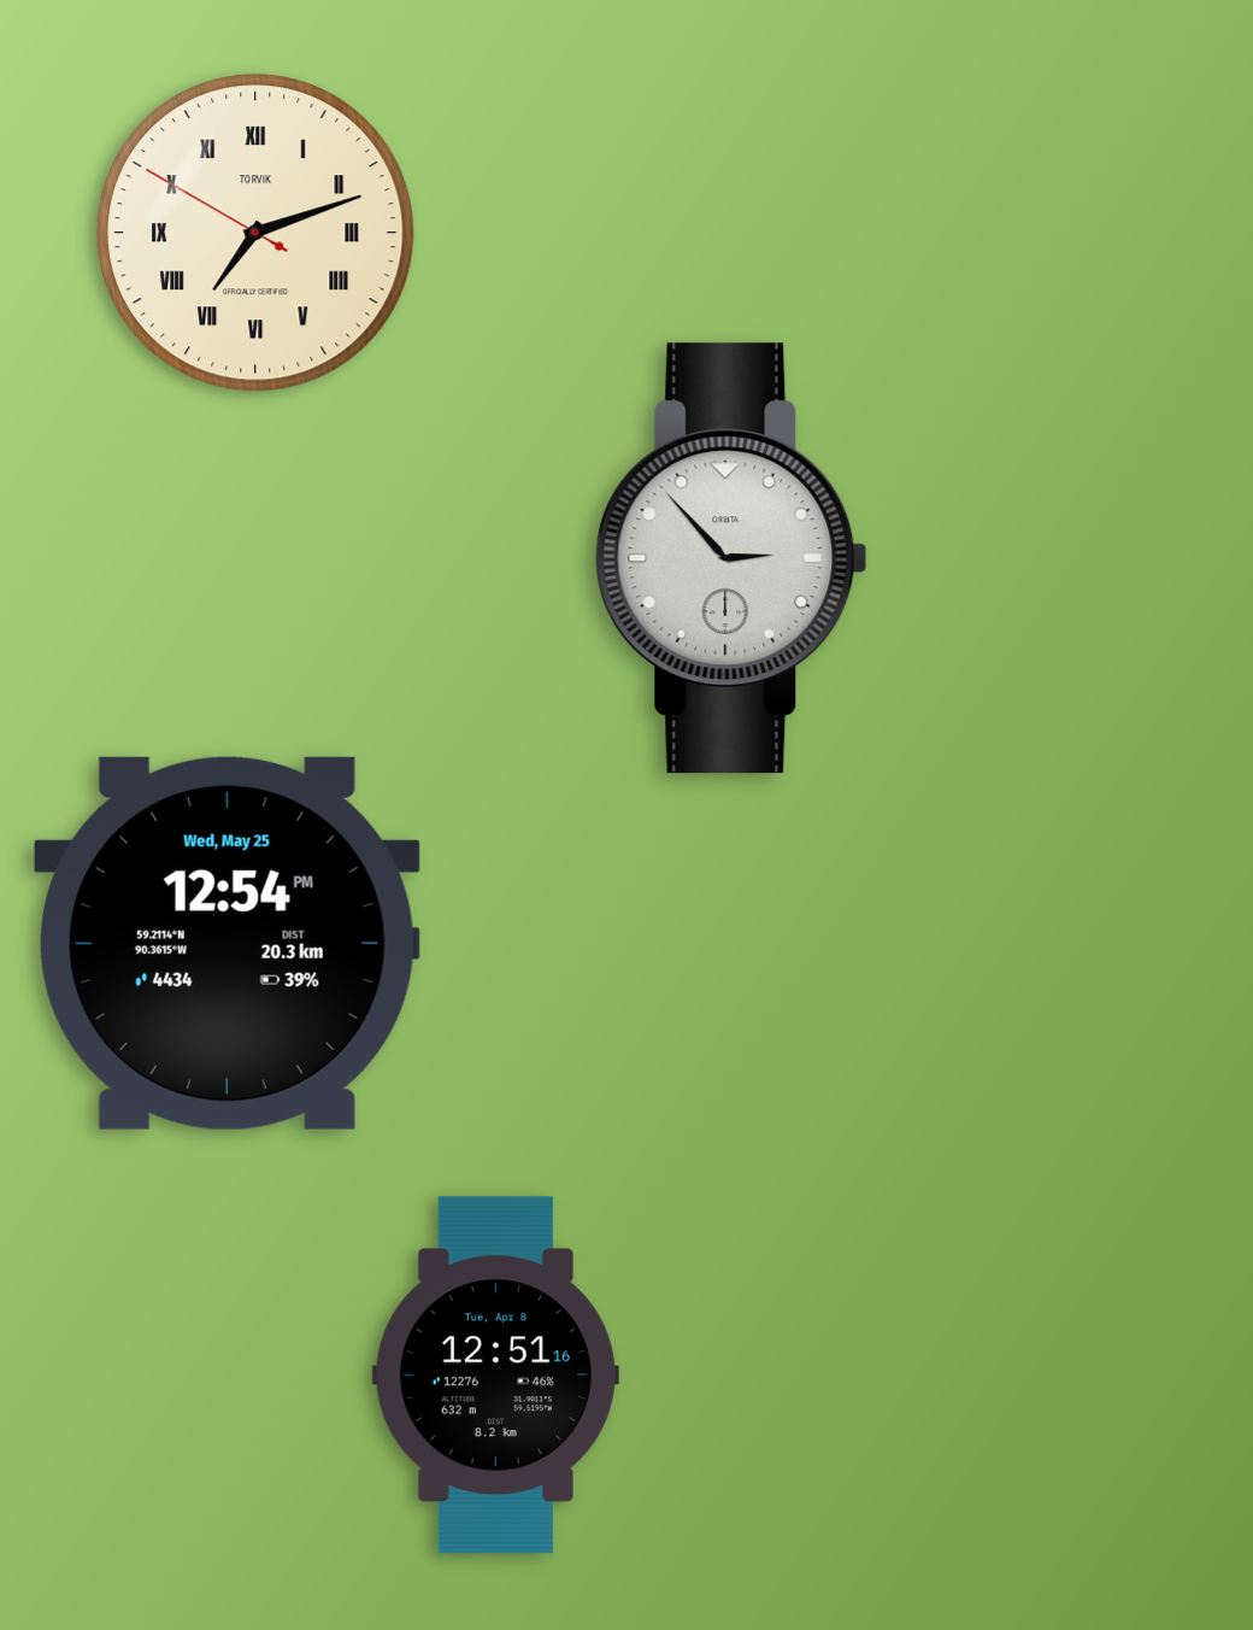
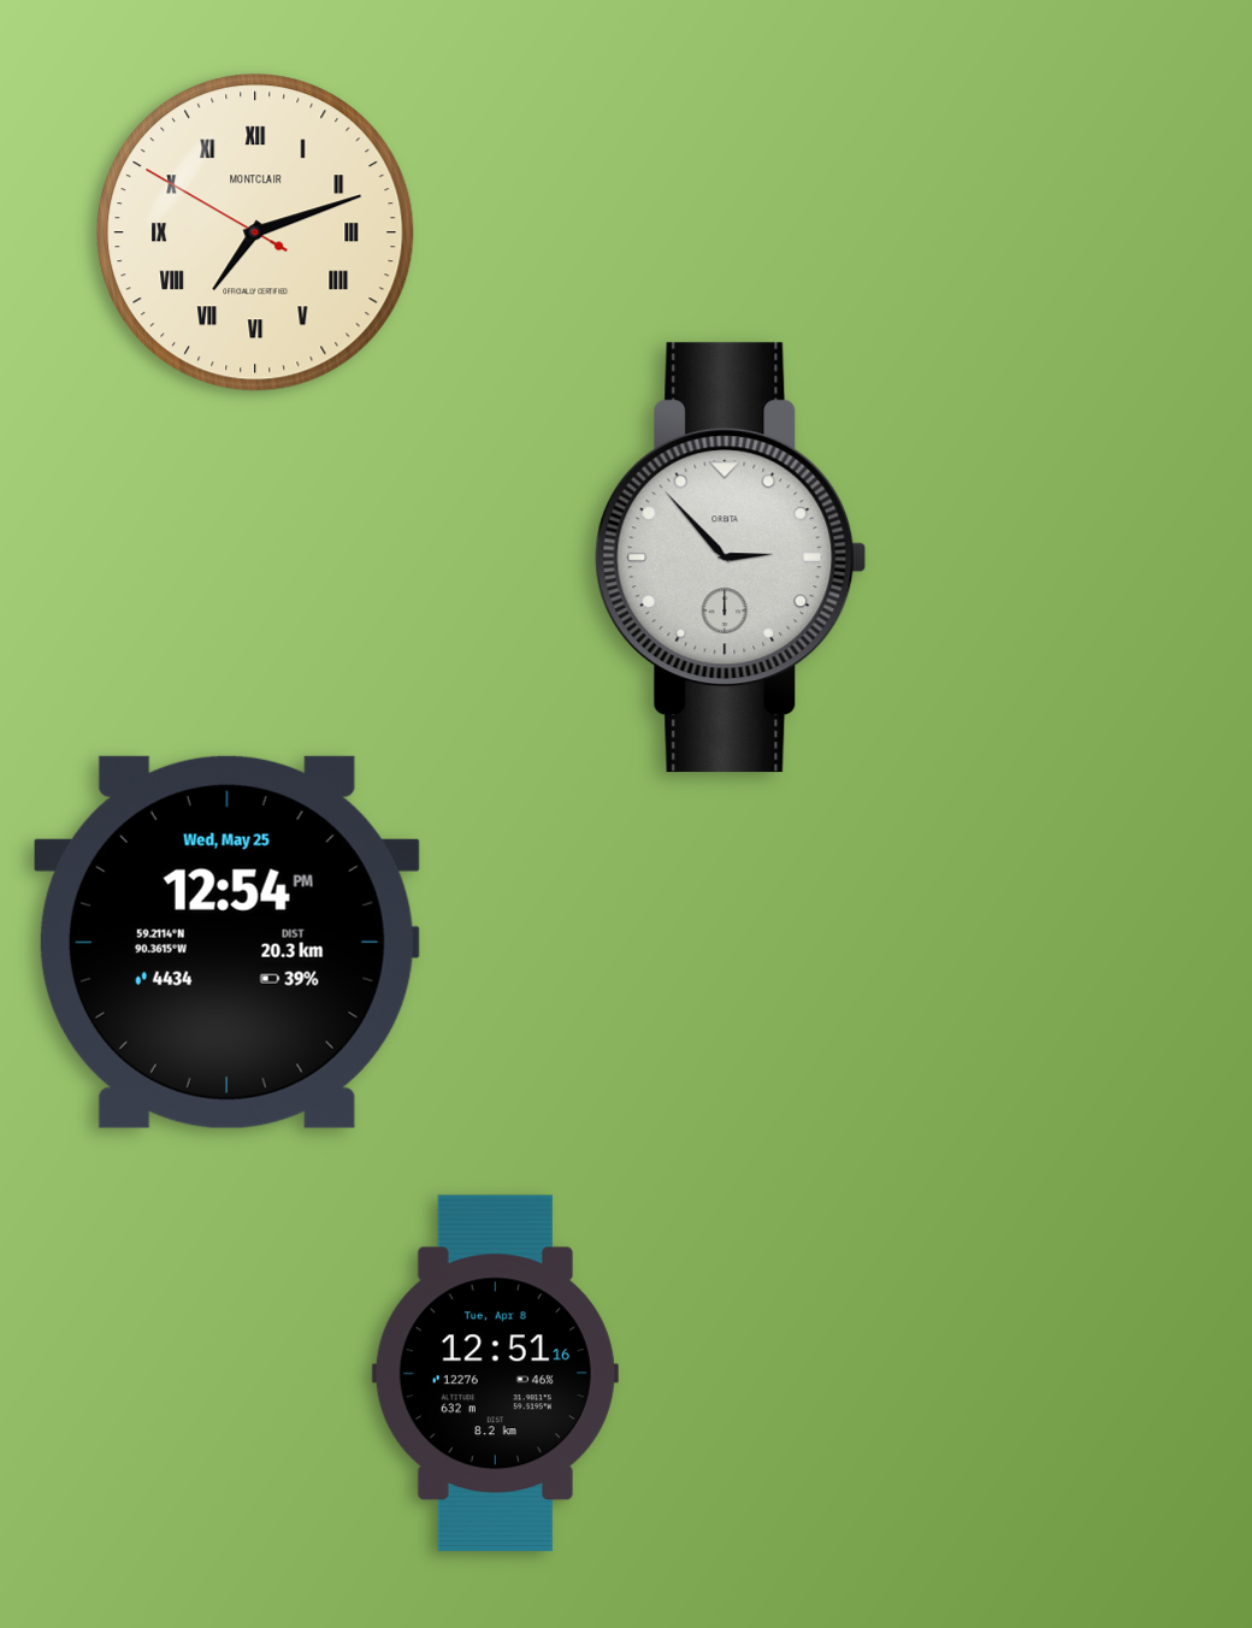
clock at (255, 233) brand: TORVIK -> MONTCLAIR
